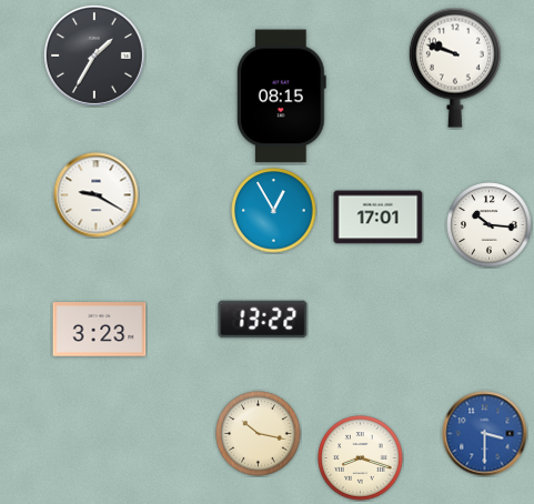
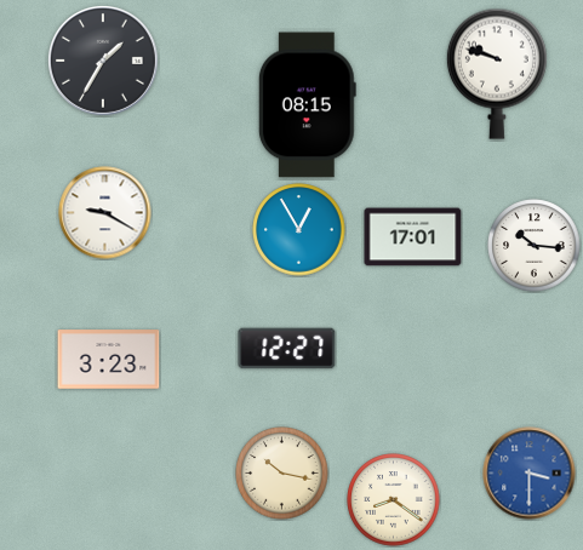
clock at (263, 320): 13:22 -> 12:27
clock at (361, 458): 8:18 -> 8:21
